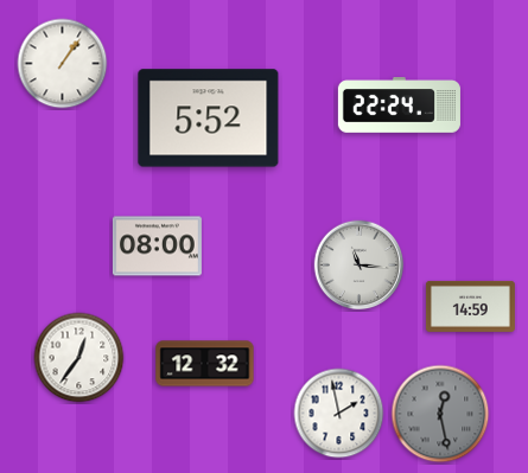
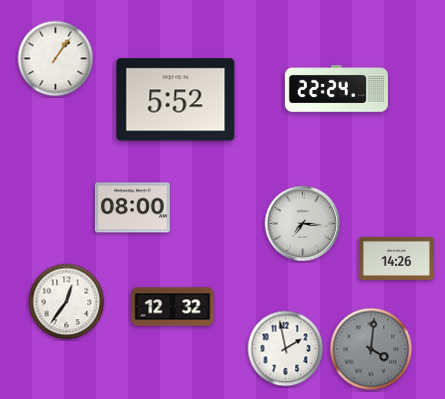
clock at (63, 64) position: (63, 64) -> (56, 59)
clock at (360, 266): 11:16 -> 7:16
clock at (470, 306): 14:59 -> 14:26
clock at (440, 414): 12:28 -> 4:01
